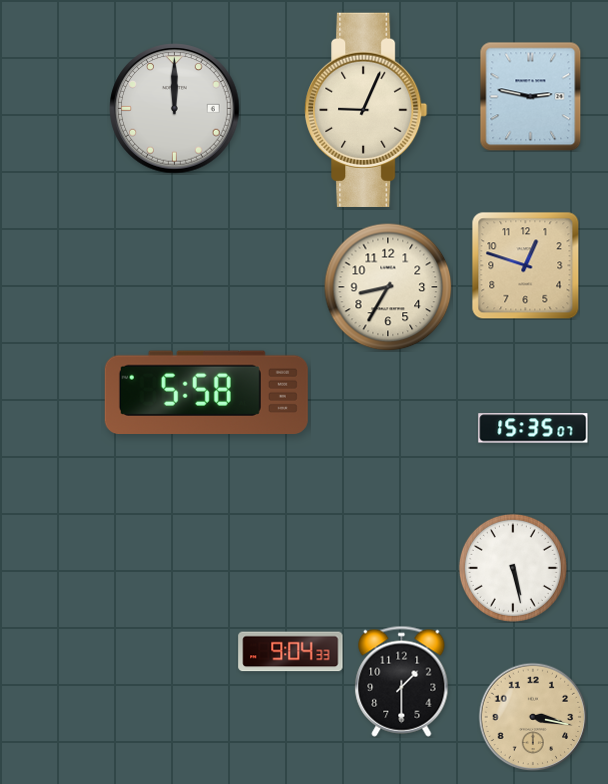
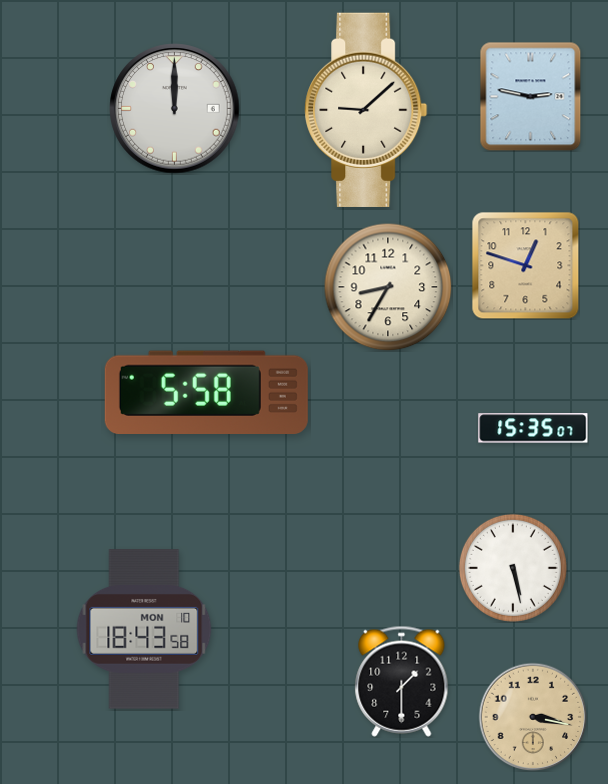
clock at (366, 110): 9:04 -> 9:08
clock at (144, 629): none -> 18:43
clock at (291, 652): 9:04 -> none
